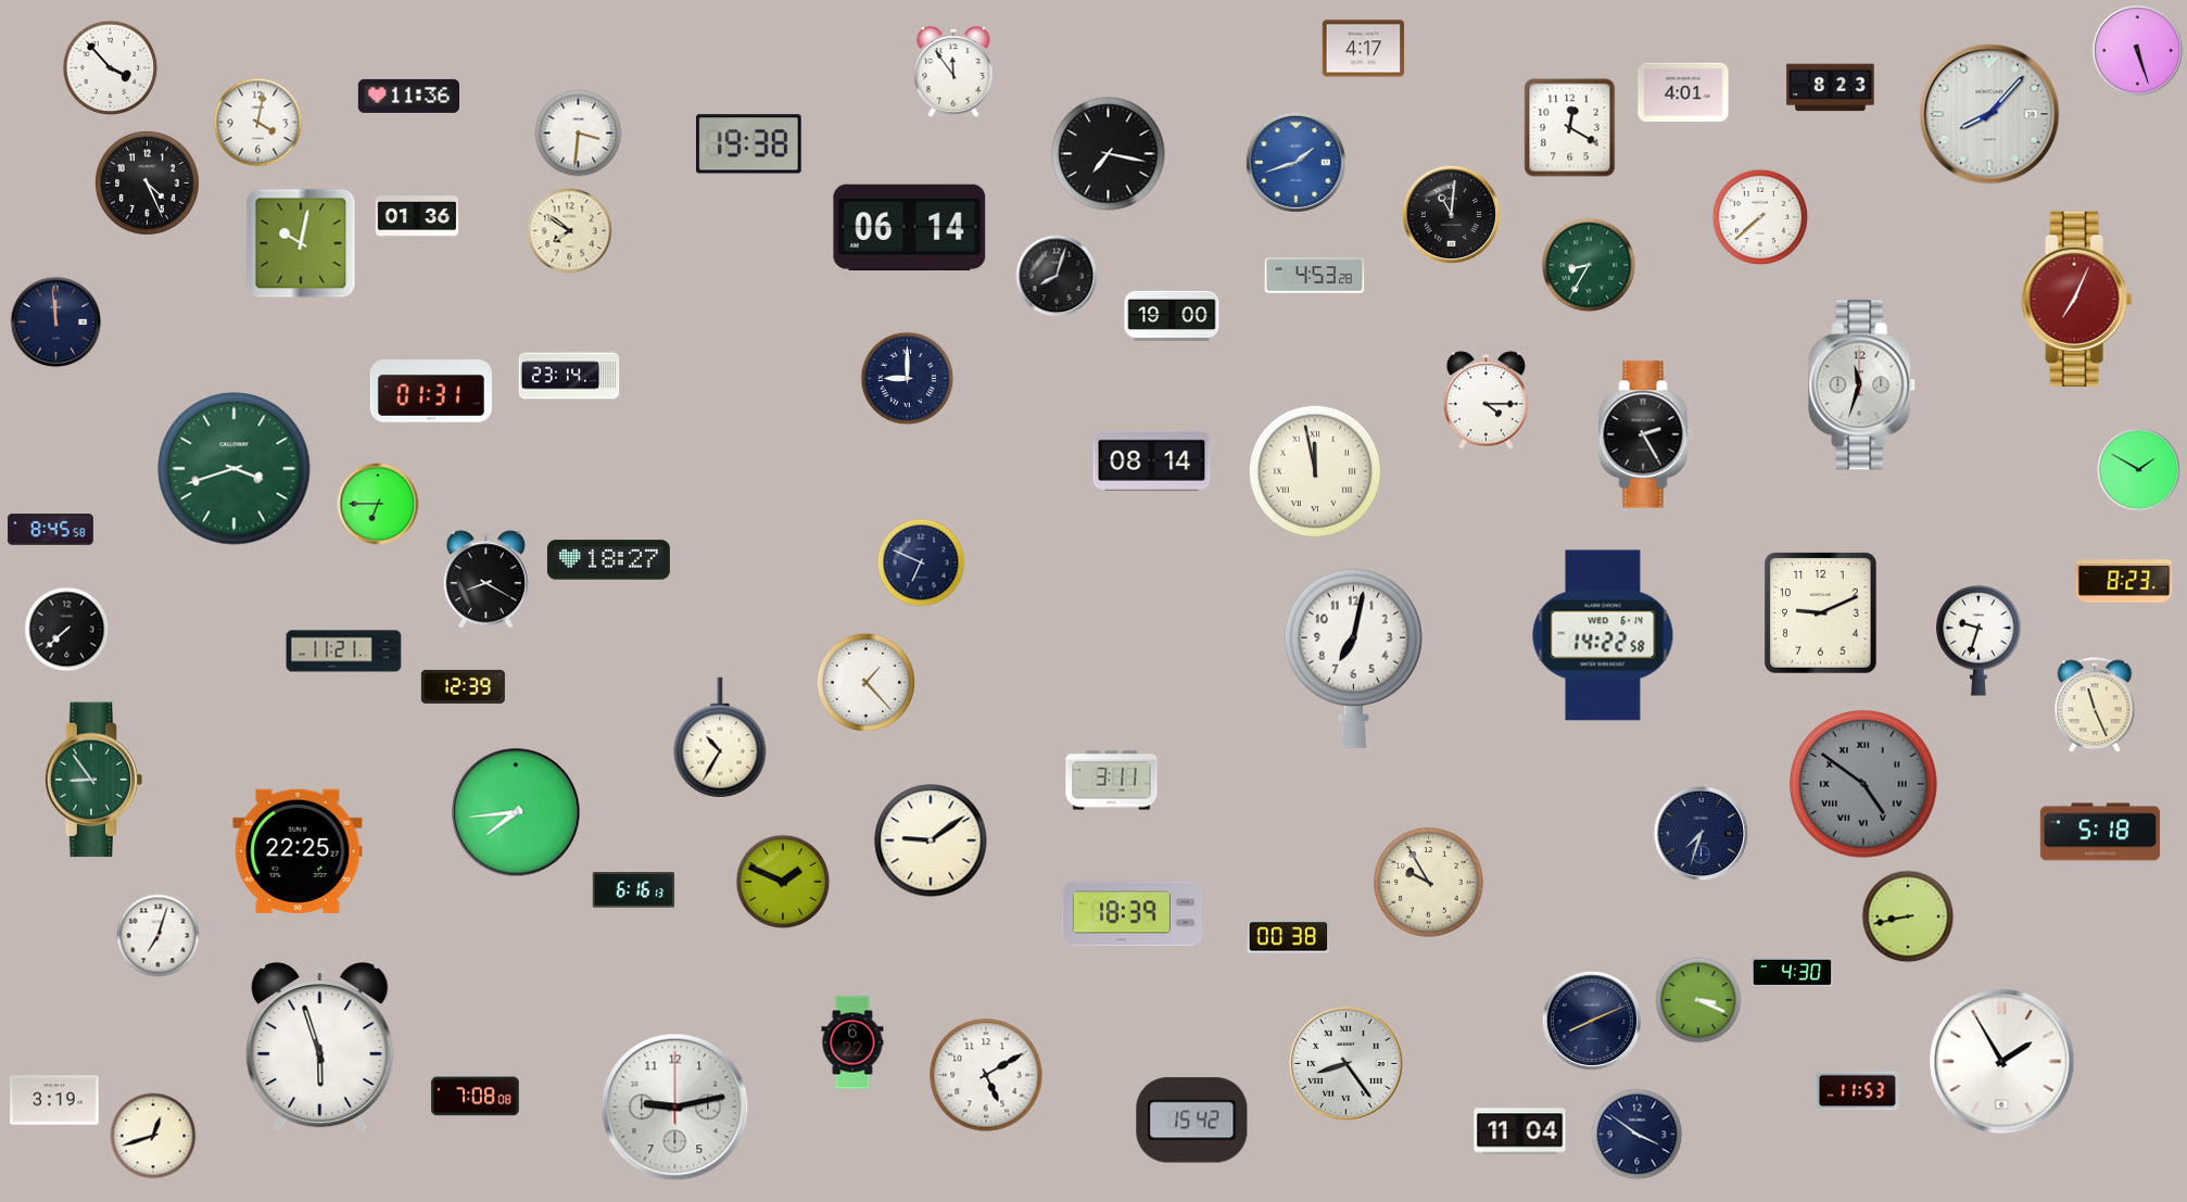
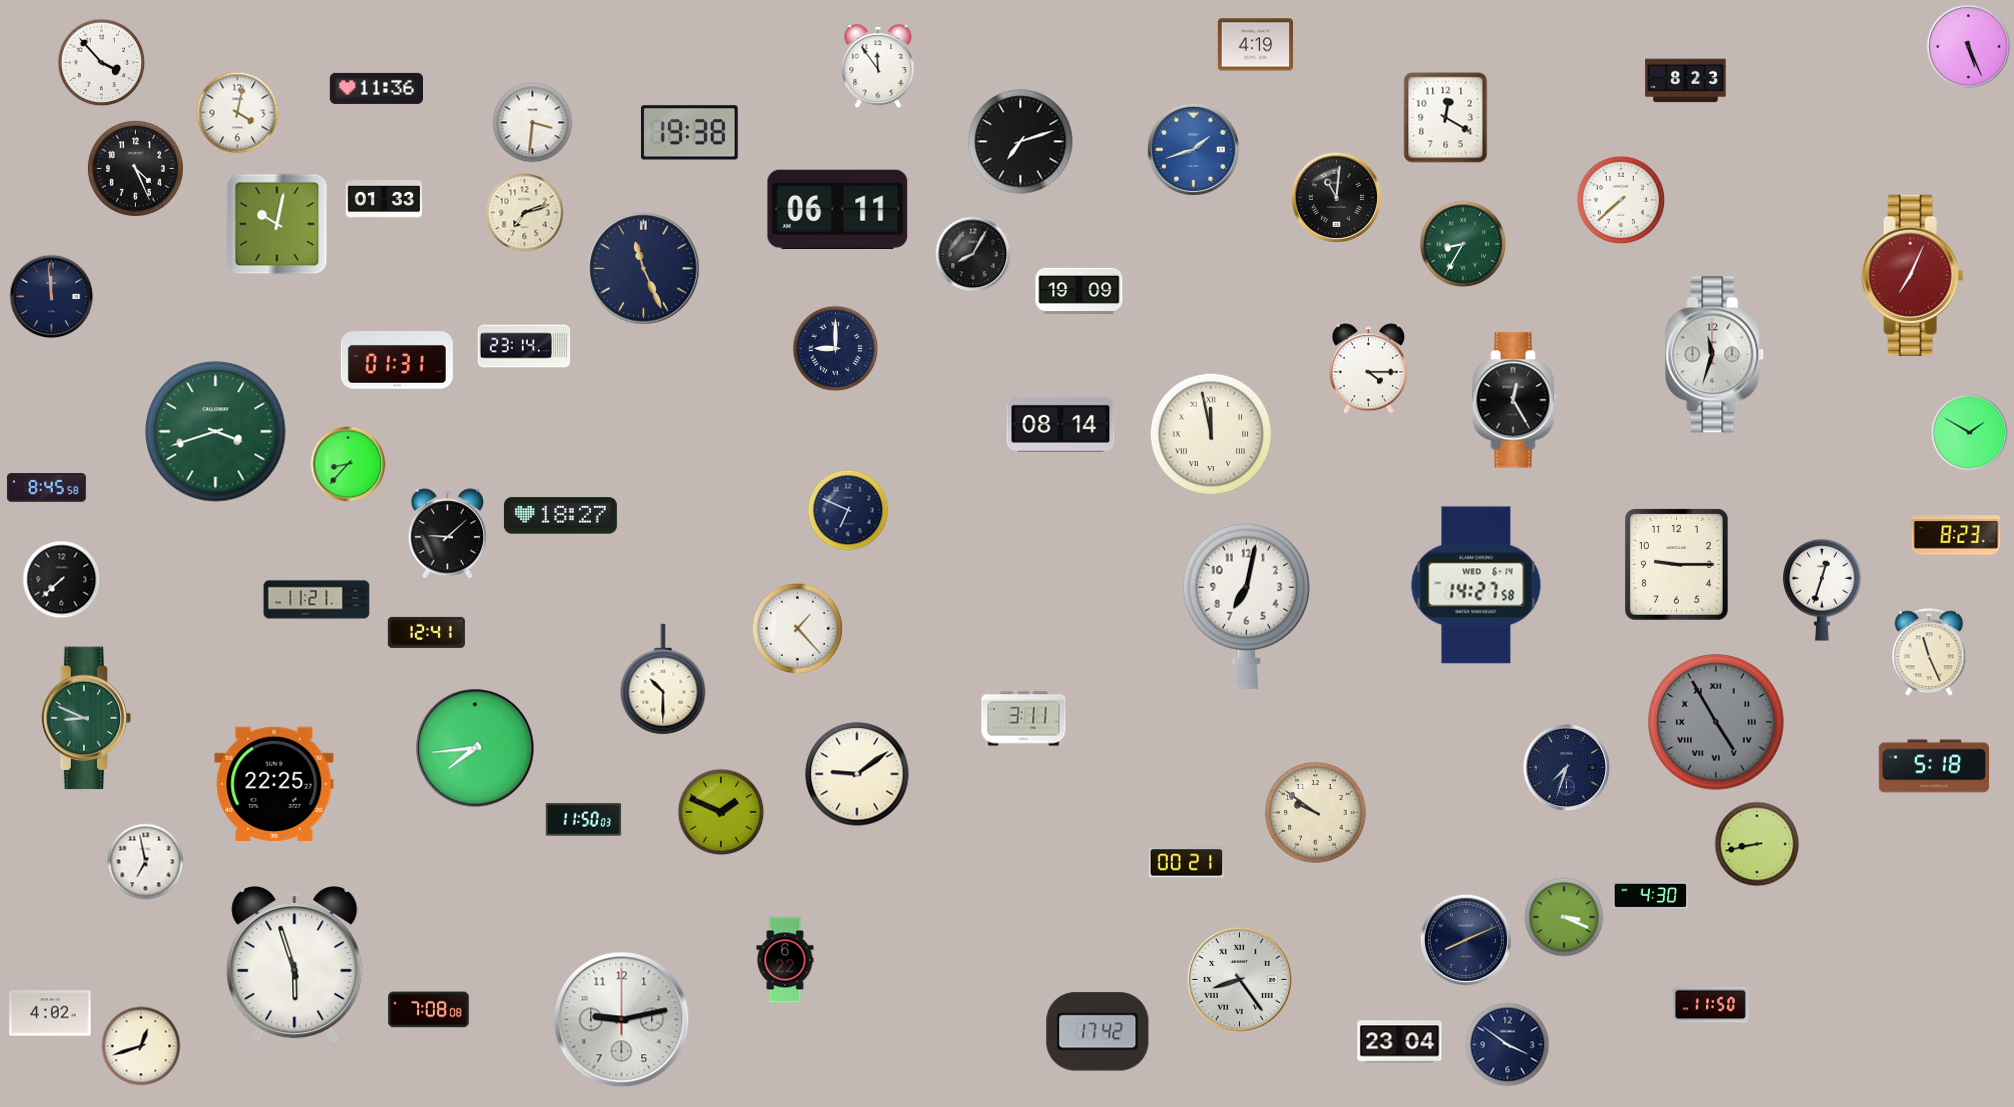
clock at (1364, 49): 4:17 -> 4:19
clock at (2138, 51): 5:27 -> 5:26
clock at (1683, 92): 4:01 -> none
clock at (1989, 114): 8:07 -> none
clock at (1109, 154): 7:17 -> 7:12
clock at (416, 217): 01:36 -> 01:33
clock at (910, 227): 06:14 -> 06:11
clock at (570, 231): 7:51 -> 7:12
clock at (1057, 276): 8:03 -> 8:05
clock at (1315, 276): 4:53 -> none
clock at (644, 269): none -> 11:26
clock at (1172, 316): 19:00 -> 19:09
clock at (1645, 434): 2:25 -> 12:25
clock at (378, 504): 6:45 -> 8:37
clock at (921, 562) position: (921, 562) -> (848, 510)
clock at (485, 580): 8:20 -> 9:08
clock at (1820, 612): 9:11 -> 9:15
clock at (1603, 635): 14:22 -> 14:27
clock at (1979, 641): 9:33 -> 12:33
clock at (463, 686): 12:39 -> 12:41
clock at (2095, 706) position: (2095, 706) -> (1929, 653)
clock at (720, 737): 10:35 -> 10:30
clock at (93, 780): 8:54 -> 8:49
clock at (1864, 785): 4:51 -> 4:55
clock at (1429, 883): 9:55 -> 9:51
clock at (634, 890): 6:16 -> 11:50
clock at (1132, 914): 18:39 -> none
clock at (159, 936): 7:03 -> 6:58
clock at (1289, 937): 00:38 -> 00:21
clock at (1698, 1000) position: (1698, 1000) -> (1564, 917)
clock at (2002, 1062): 1:55 -> none
clock at (986, 1075): 5:10 -> none
clock at (1857, 1091): 11:53 -> 11:50
clock at (476, 1097) position: (476, 1097) -> (429, 1010)
clock at (54, 1100): 3:19 -> 4:02
clock at (1192, 1121): 15:42 -> 17:42
clock at (1520, 1131): 11:04 -> 23:04
